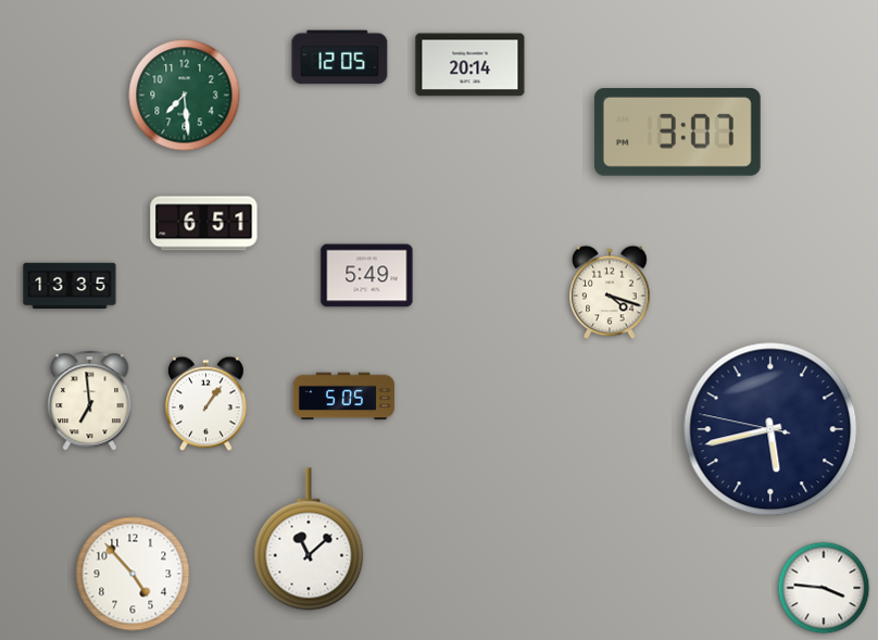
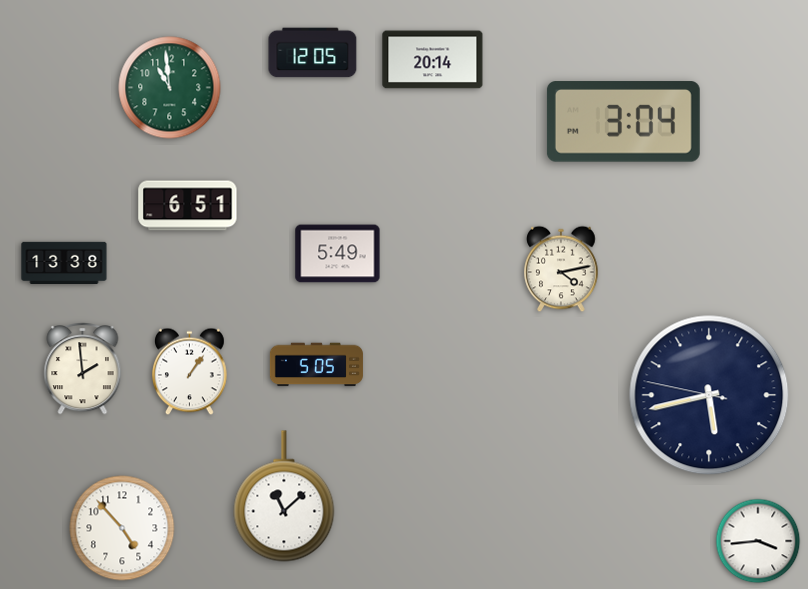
clock at (185, 96): 7:29 -> 10:59
clock at (677, 133): 3:07 -> 3:04
clock at (70, 285): 13:35 -> 13:38
clock at (610, 292): 4:18 -> 4:13
clock at (90, 401): 6:59 -> 1:59
clock at (824, 588): 3:46 -> 3:44
